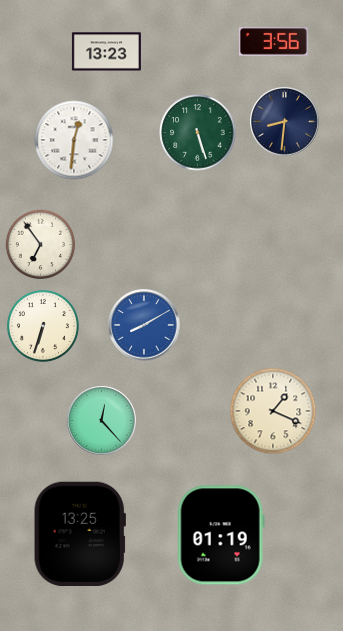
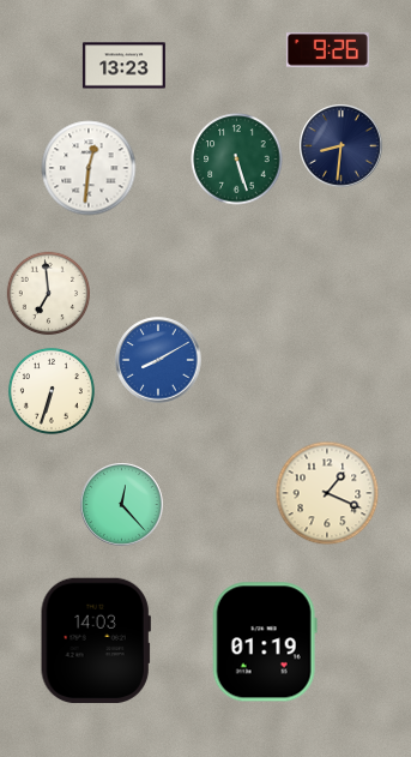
clock at (273, 42): 3:56 -> 9:26
clock at (106, 52) position: (106, 52) -> (123, 66)
clock at (41, 245): 6:54 -> 6:59
clock at (144, 325) position: (144, 325) -> (158, 360)
clock at (80, 534): 13:25 -> 14:03
